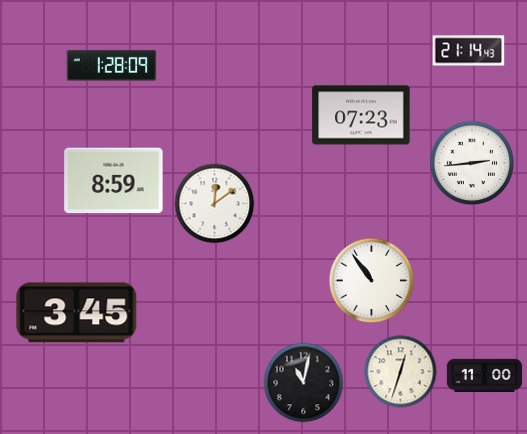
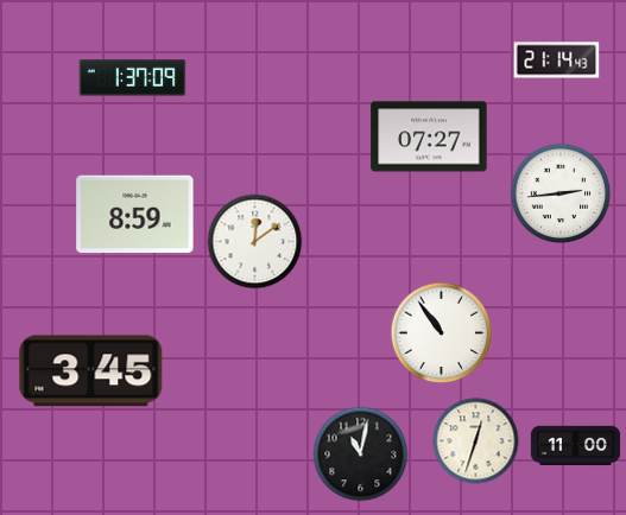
clock at (112, 66): 1:28 -> 1:37
clock at (361, 115): 07:23 -> 07:27
